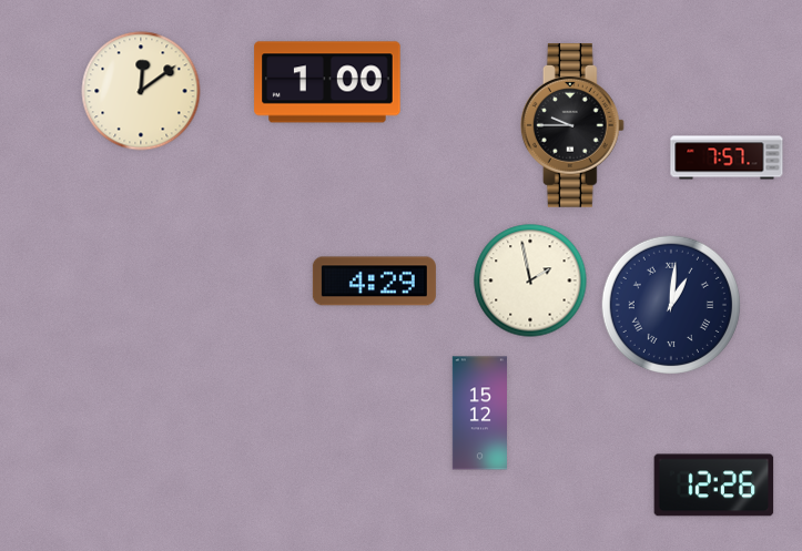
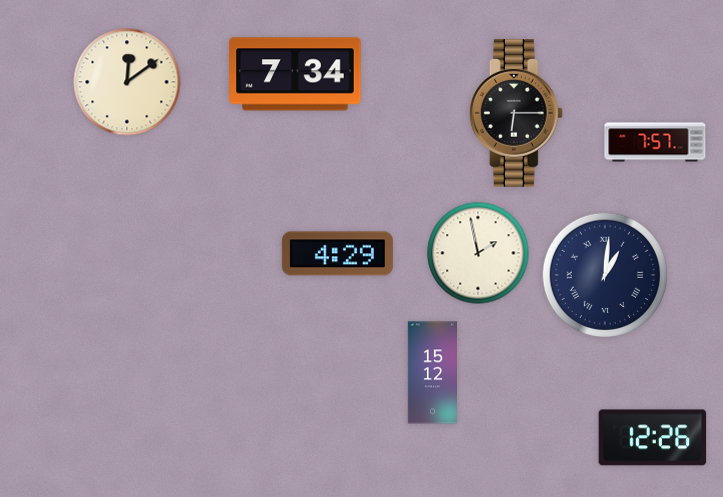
clock at (327, 82): 1:00 -> 7:34
clock at (572, 126): 9:45 -> 6:15
clock at (714, 486) position: (714, 486) -> (653, 438)
